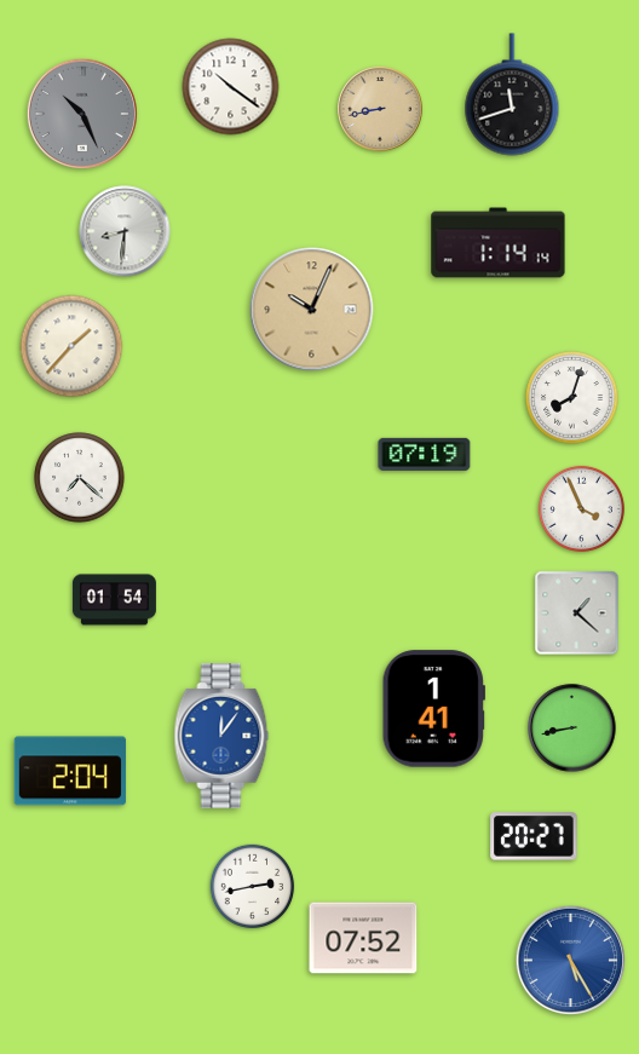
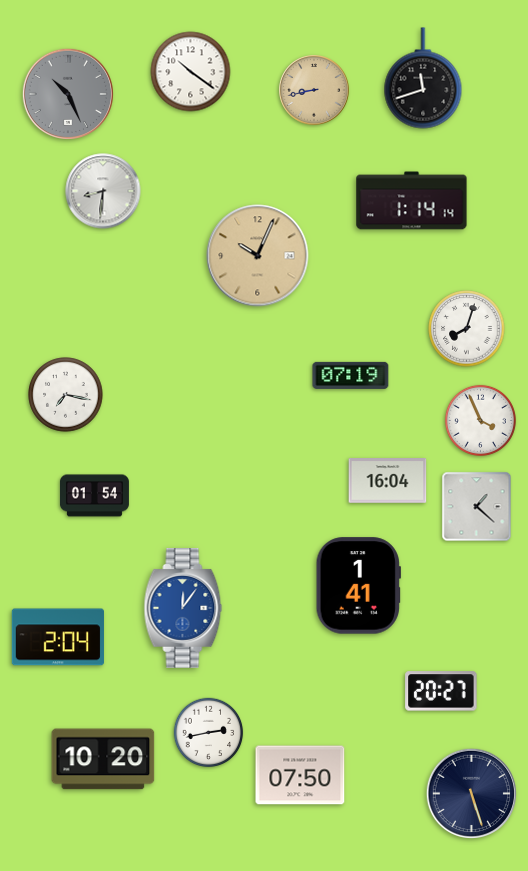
clock at (71, 346): 1:37 -> none
clock at (572, 398) position: (572, 398) -> (467, 329)
clock at (80, 478): 7:22 -> 7:17
clock at (388, 481): none -> 16:04
clock at (572, 728): 8:43 -> none
clock at (103, 759): none -> 10:20
clock at (363, 938): 07:52 -> 07:50
clock at (570, 960): 5:25 -> 5:27
clock at (570, 960) dial: blue -> navy
